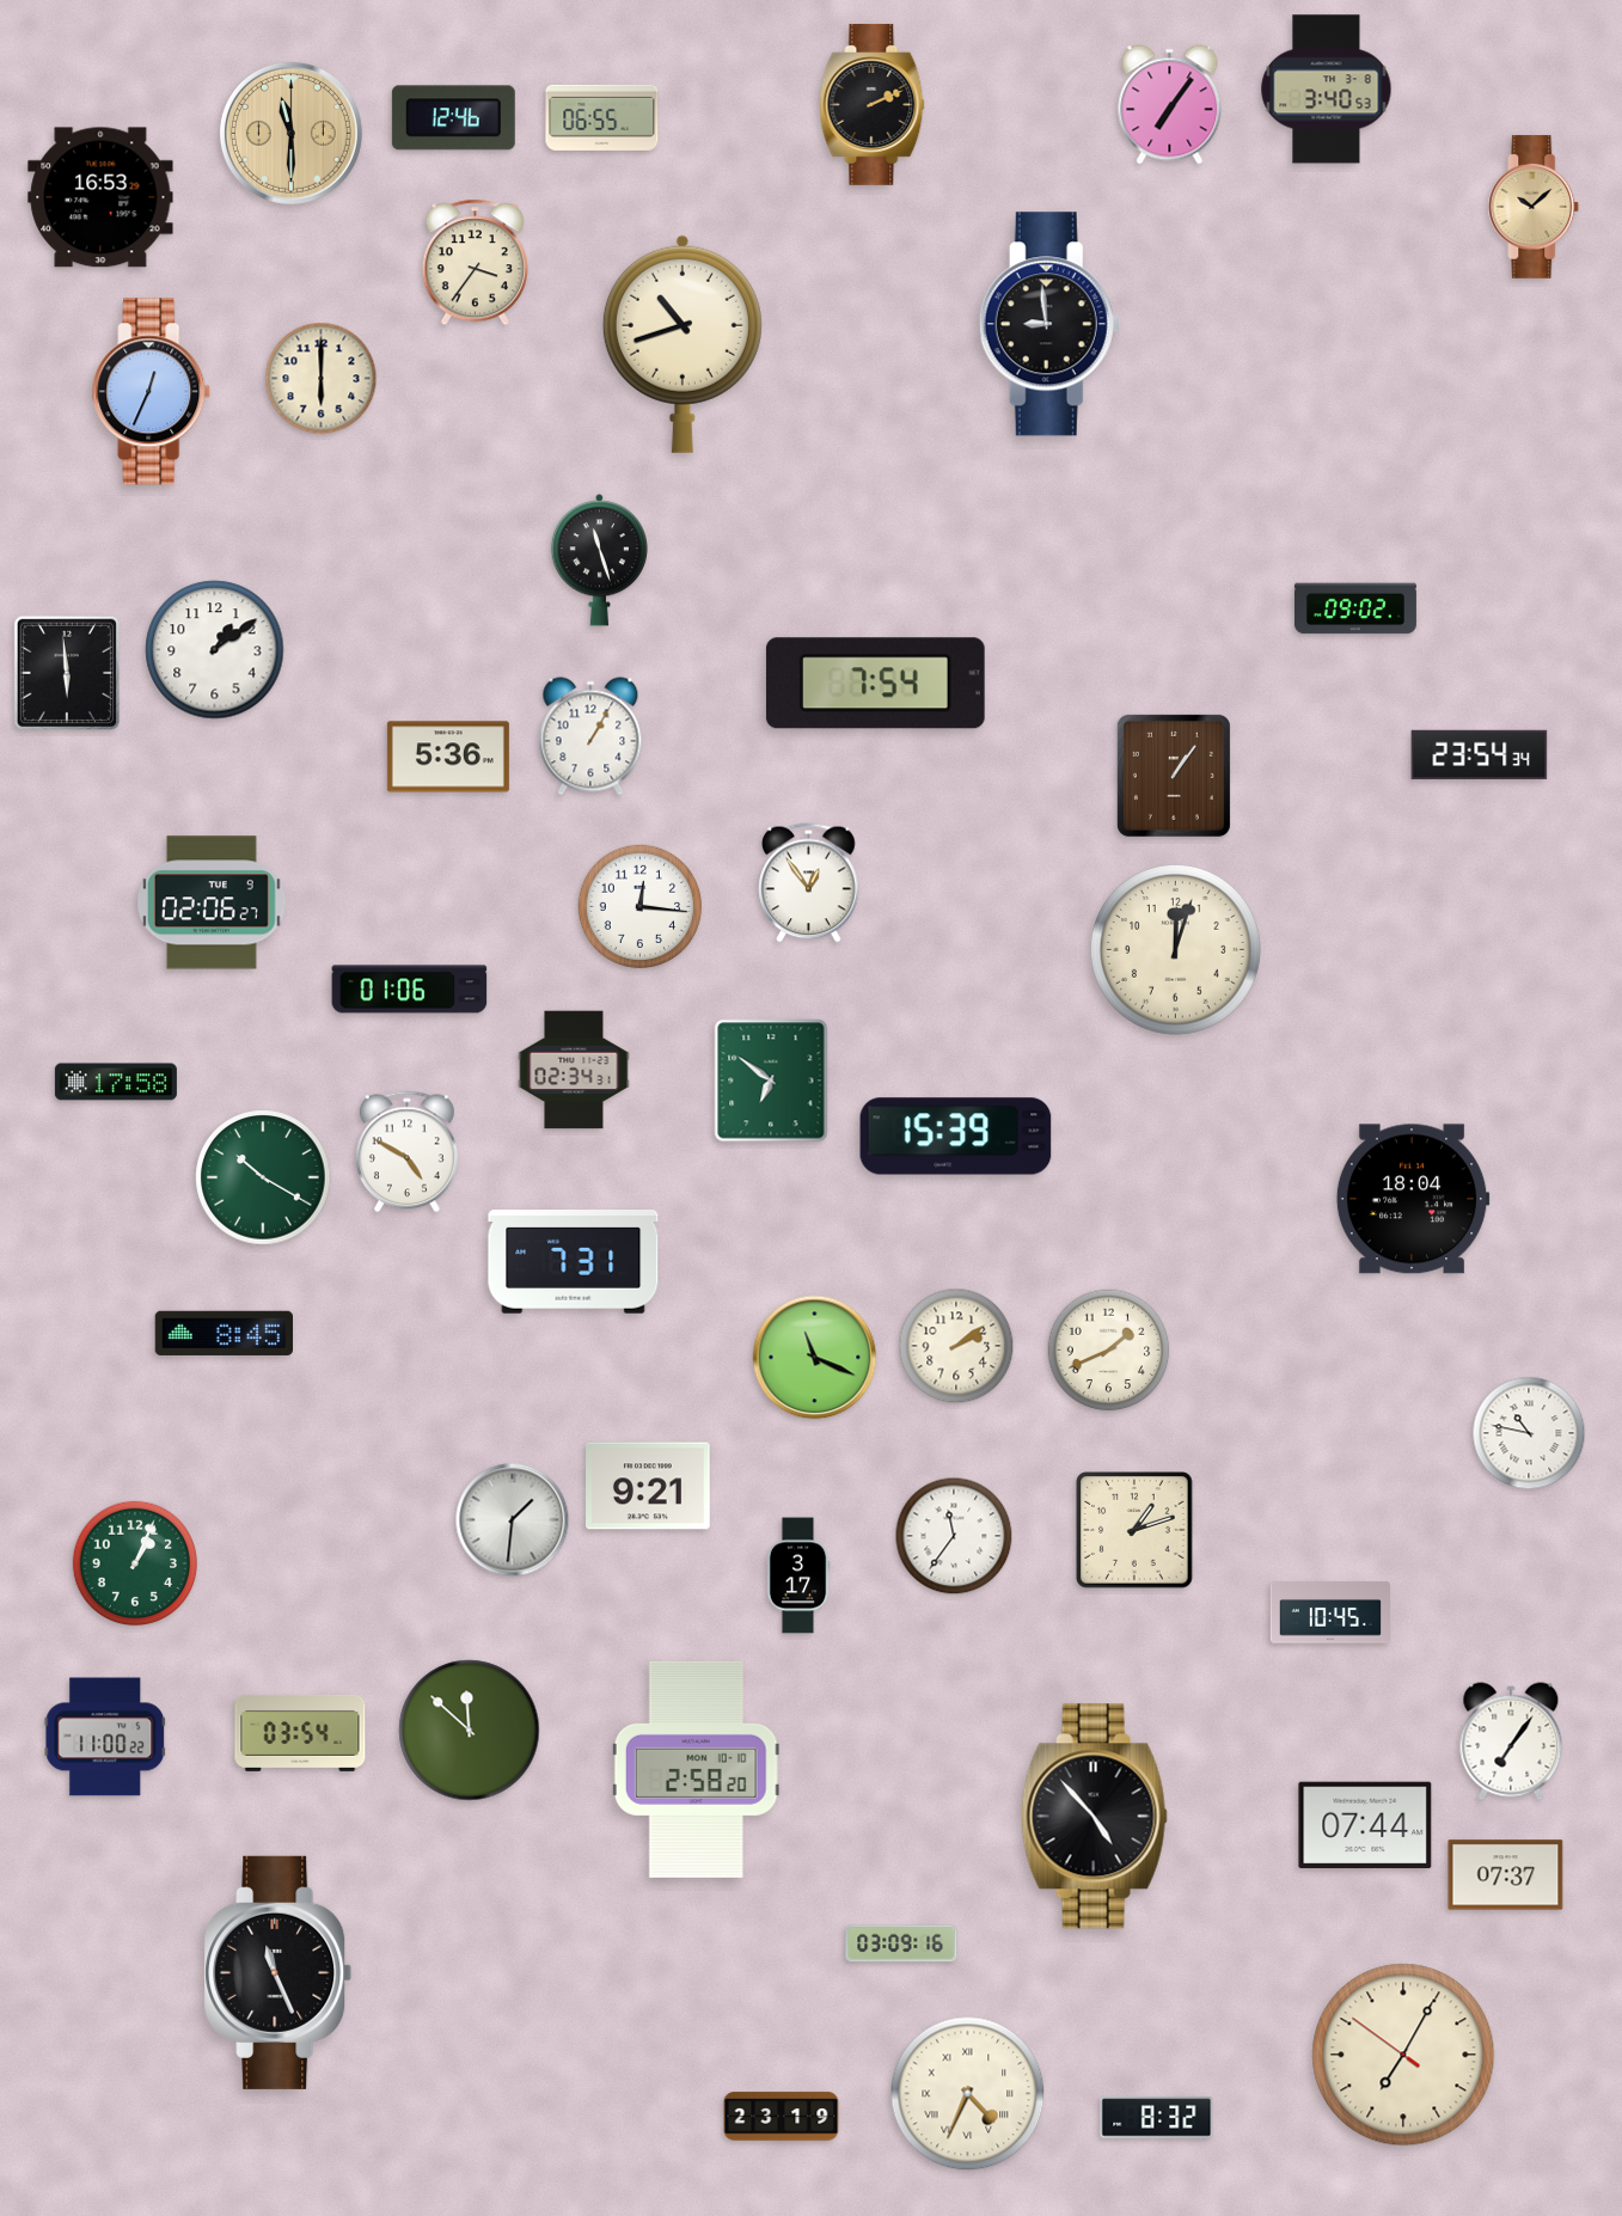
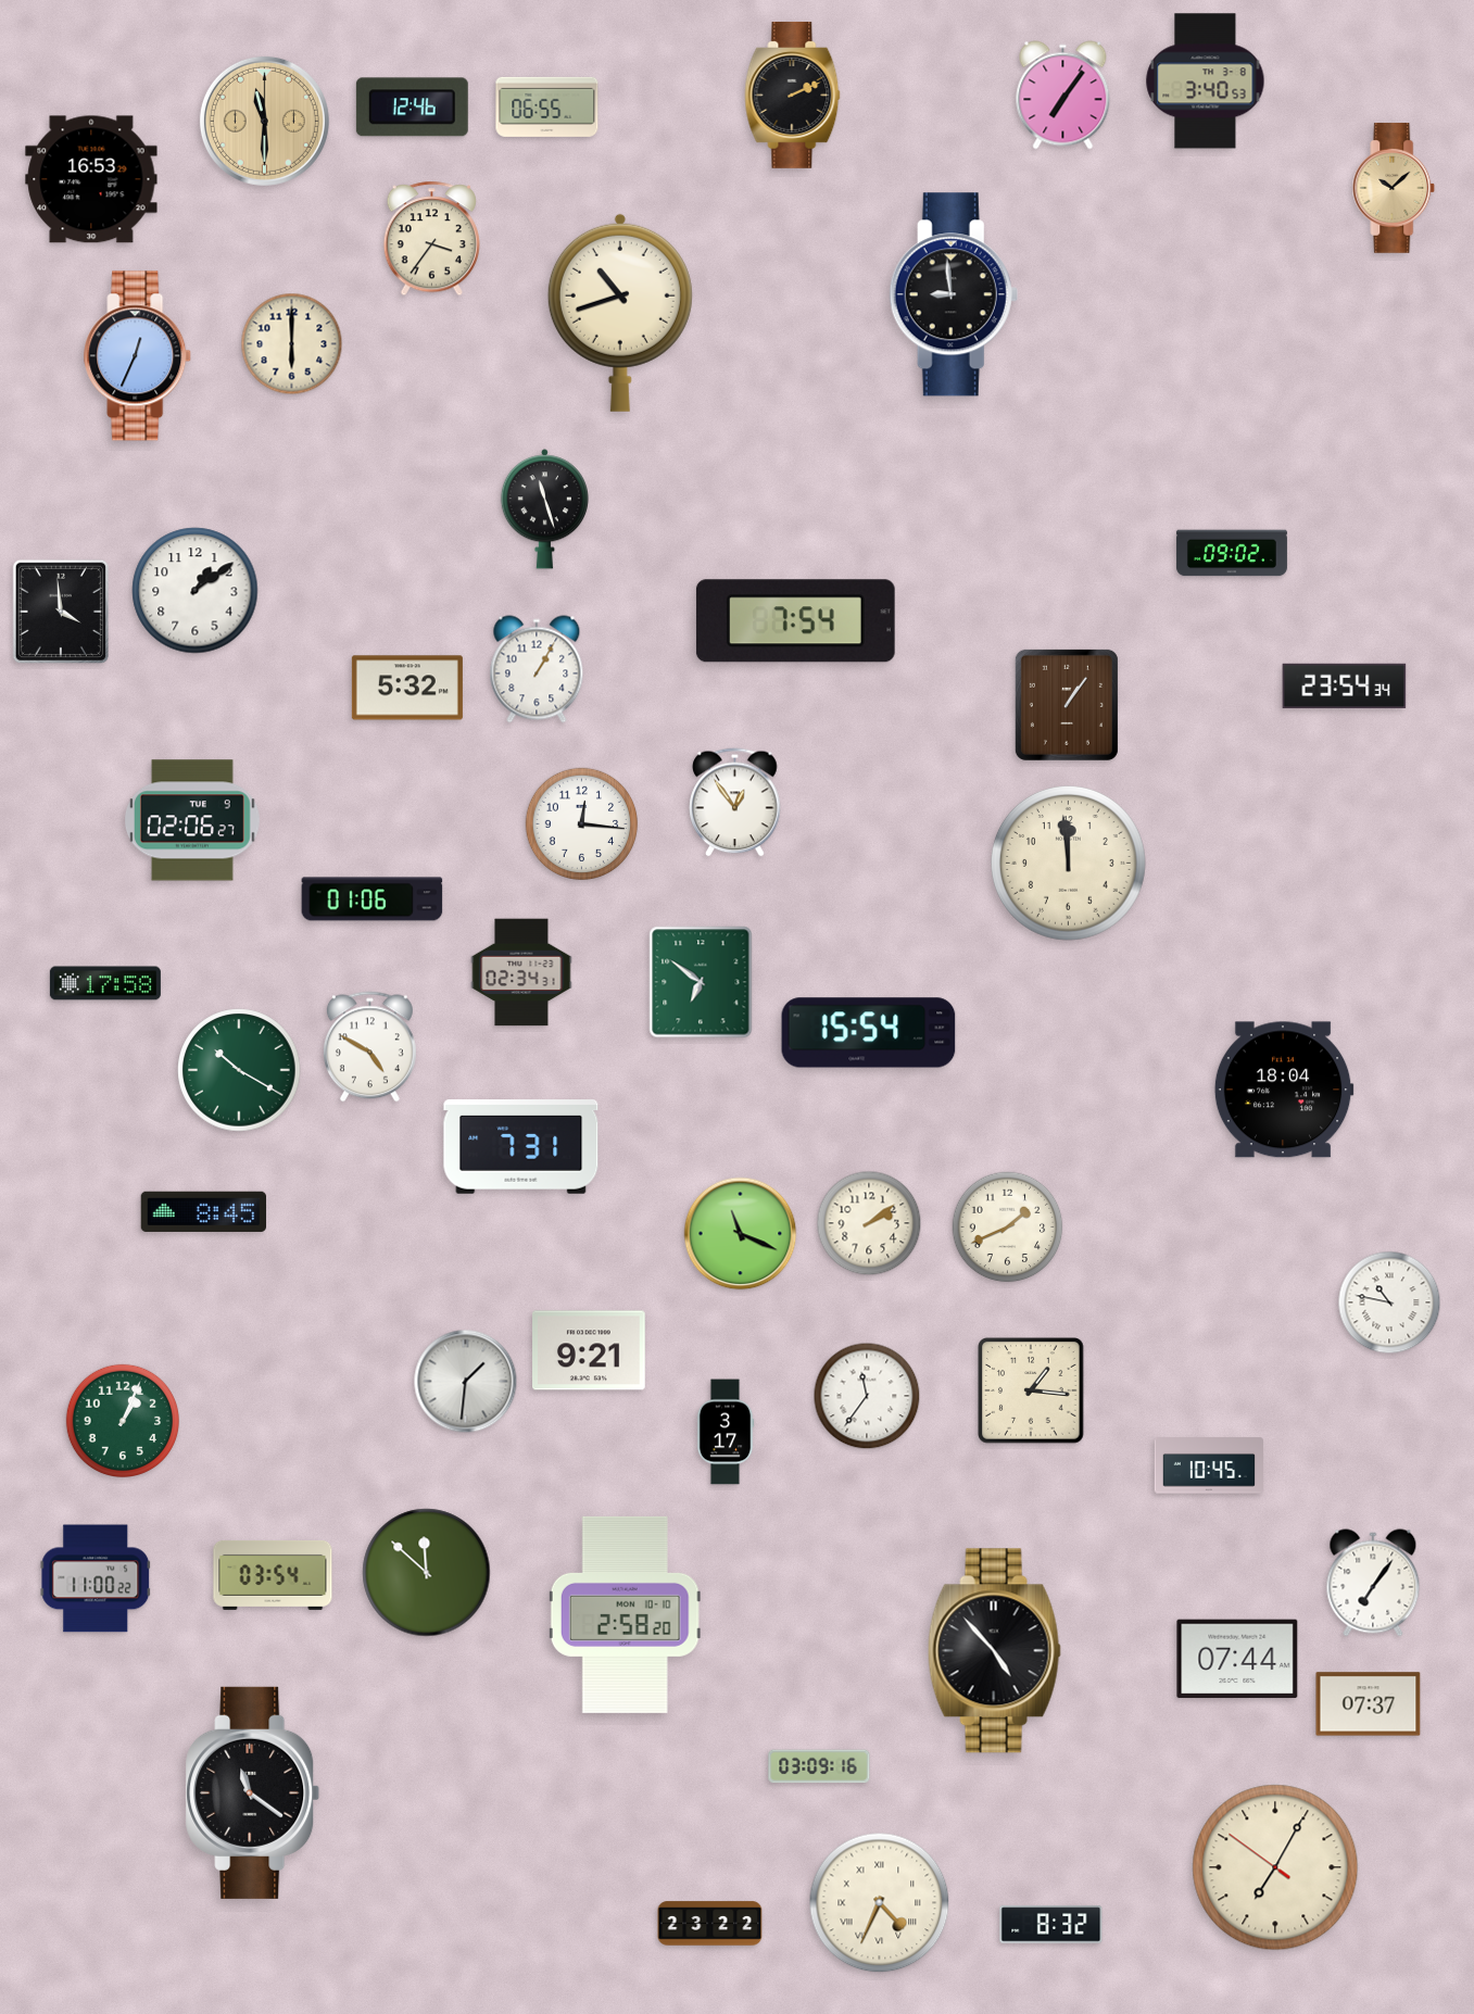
clock at (67, 672): 5:59 -> 3:59
clock at (448, 757): 5:36 -> 5:32
clock at (1176, 950): 12:03 -> 11:59
clock at (956, 1137): 15:39 -> 15:54
clock at (1134, 1530): 1:12 -> 1:16
clock at (696, 1769) position: (696, 1769) -> (625, 1614)
clock at (1365, 1825) position: (1365, 1825) -> (1237, 1659)
clock at (279, 1972): 11:26 -> 11:21
clock at (782, 2117): 23:19 -> 23:22
